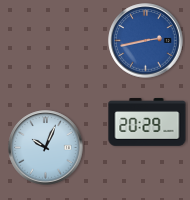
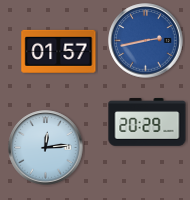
clock at (59, 51): none -> 01:57
clock at (46, 148): 10:04 -> 12:14
